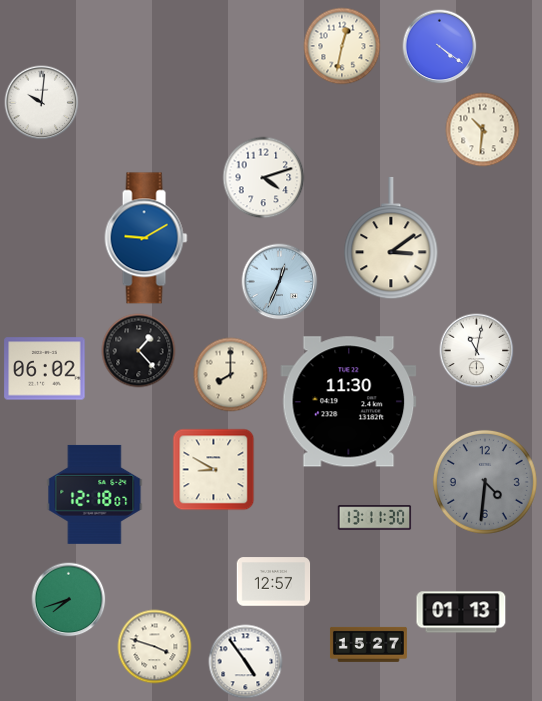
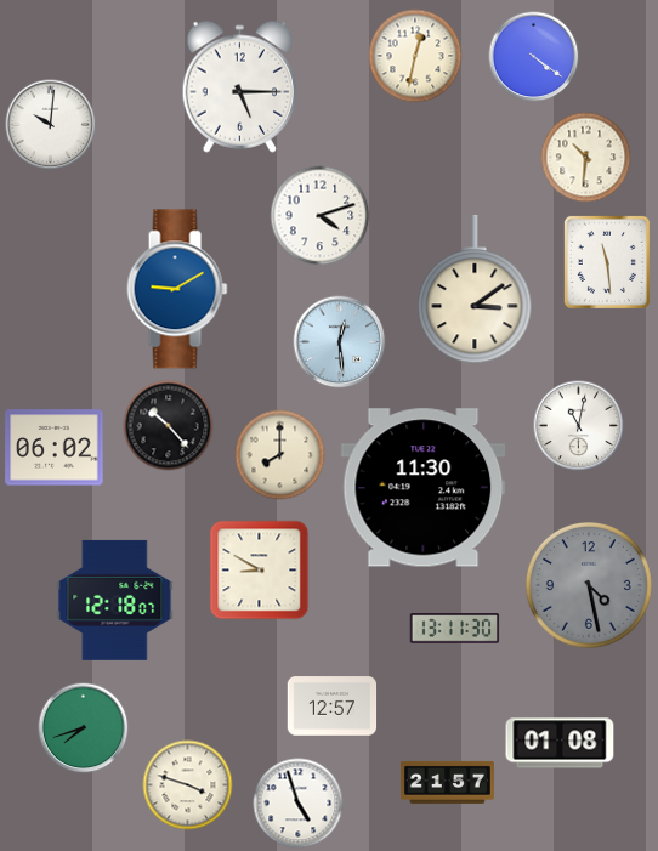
clock at (240, 86): none -> 5:15
clock at (607, 262): none -> 11:29
clock at (280, 282): 12:34 -> 12:29
clock at (139, 351): 1:23 -> 10:23
clock at (485, 482): 4:31 -> 4:28
clock at (461, 612): 01:13 -> 01:08
clock at (368, 644): 15:27 -> 21:57
clock at (246, 662): 4:54 -> 4:57
